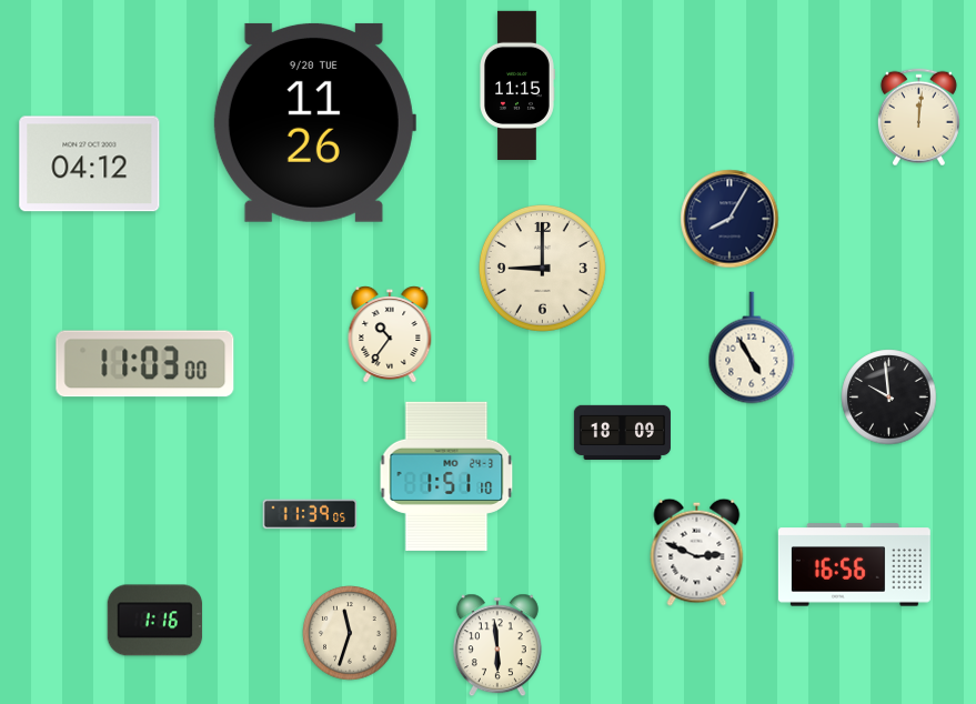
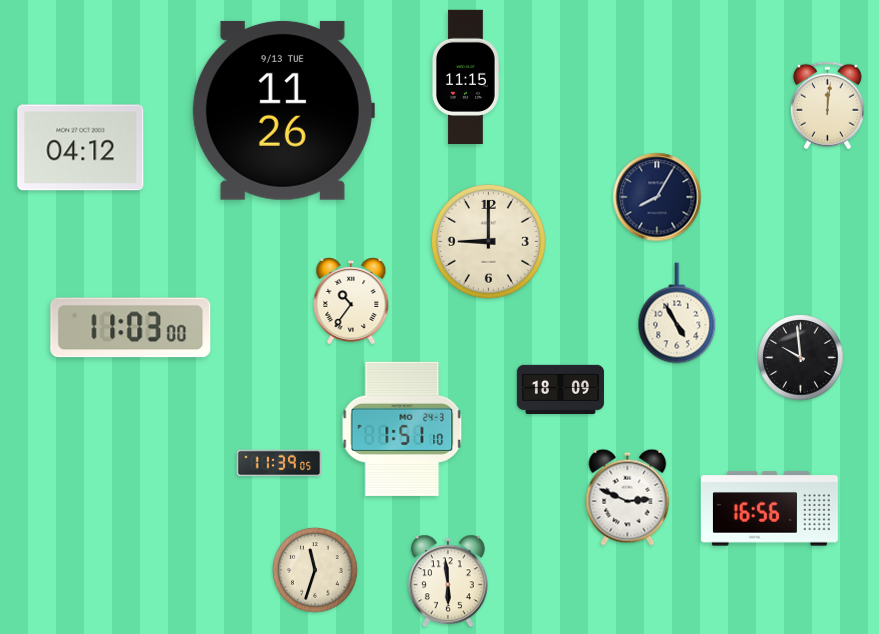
clock at (314, 122) date: 9/20 TUE -> 9/13 TUE
clock at (155, 621): 1:16 -> none
